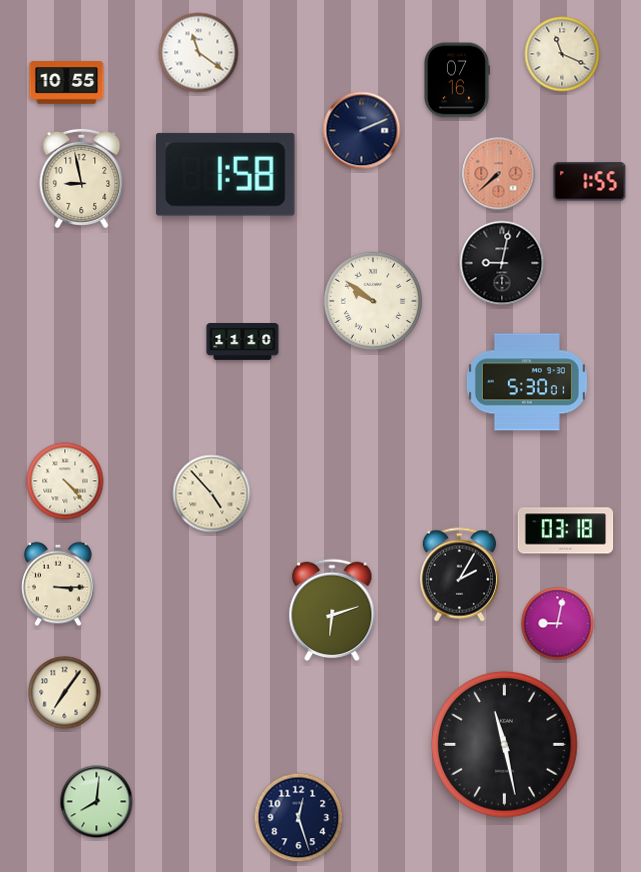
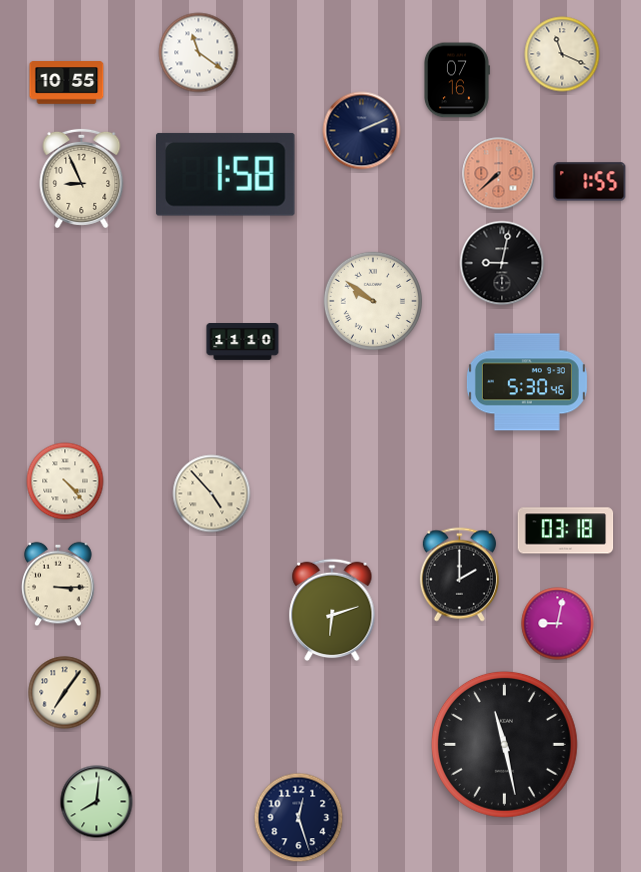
clock at (82, 178): 8:58 -> 8:56
clock at (527, 382): 5:30:01 -> 5:30:46
clock at (459, 575): 2:05 -> 2:00
